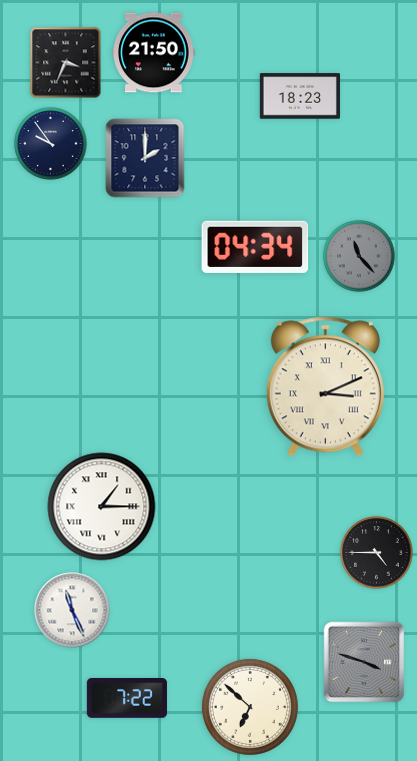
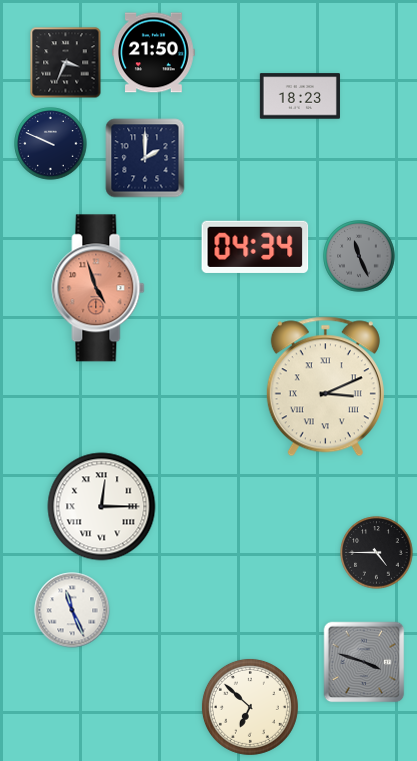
clock at (51, 144): 9:54 -> 9:49
clock at (359, 256): 11:23 -> 11:26
clock at (98, 288): none -> 4:57
clock at (102, 507): 1:15 -> 12:15
clock at (127, 698): 7:22 -> none
